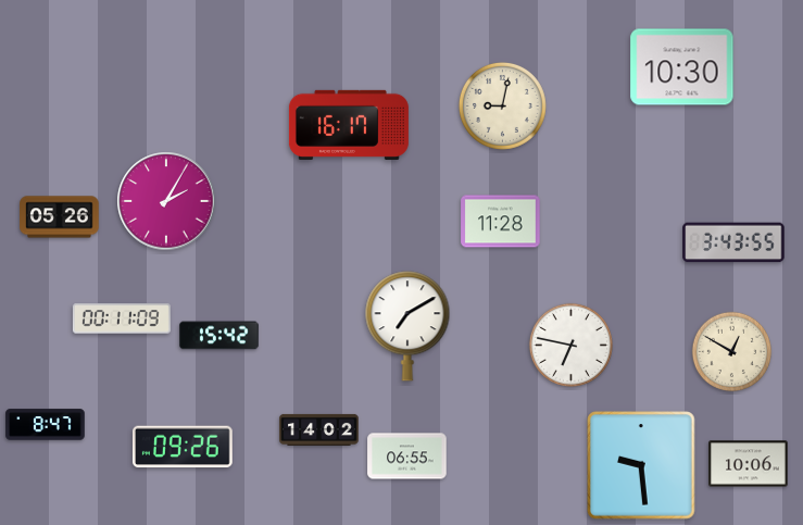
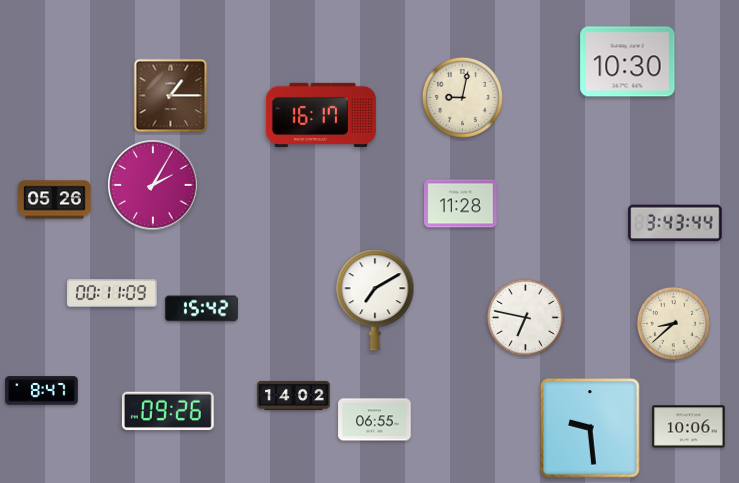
clock at (171, 96): none -> 1:15
clock at (733, 242): 3:43:55 -> 3:43:44
clock at (732, 352): 12:50 -> 8:38
